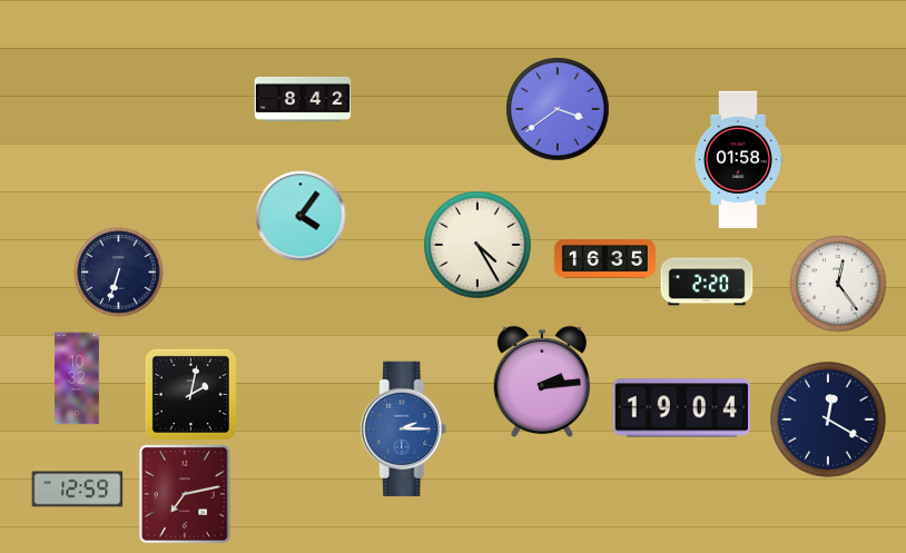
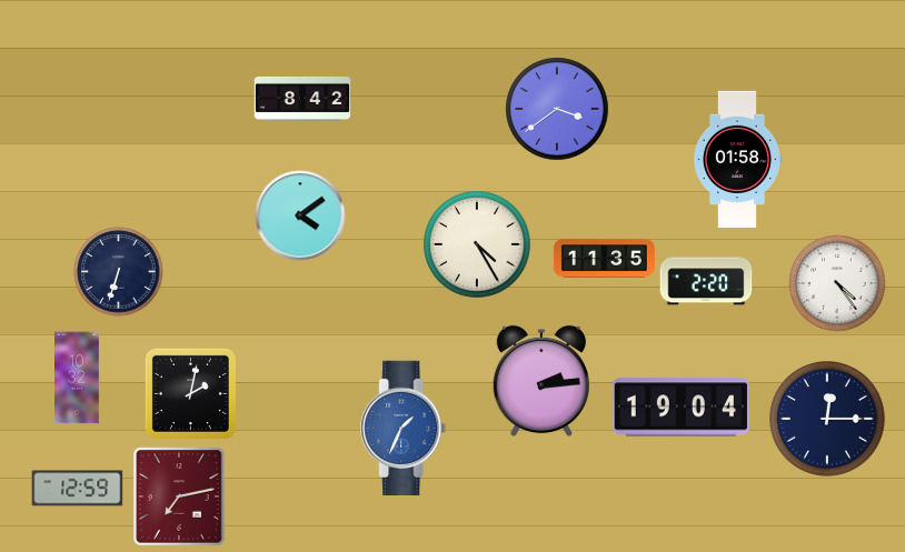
clock at (301, 216): 4:06 -> 4:09
clock at (604, 259): 16:35 -> 11:35
clock at (838, 284): 12:24 -> 4:24
clock at (829, 421): 12:20 -> 12:15
clock at (404, 429): 2:15 -> 1:34
clock at (186, 495) position: (186, 495) -> (180, 498)
